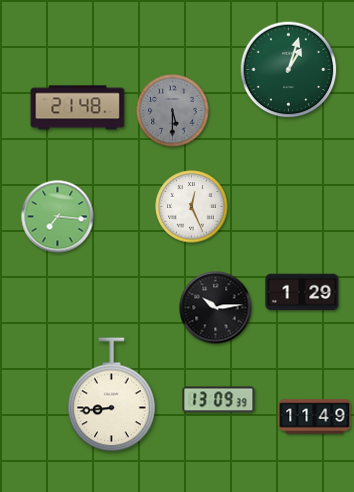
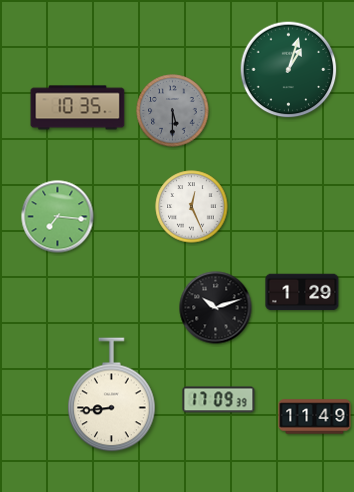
clock at (78, 108): 21:48 -> 10:35
clock at (216, 308): 10:14 -> 10:12
clock at (219, 400): 13:09 -> 17:09
